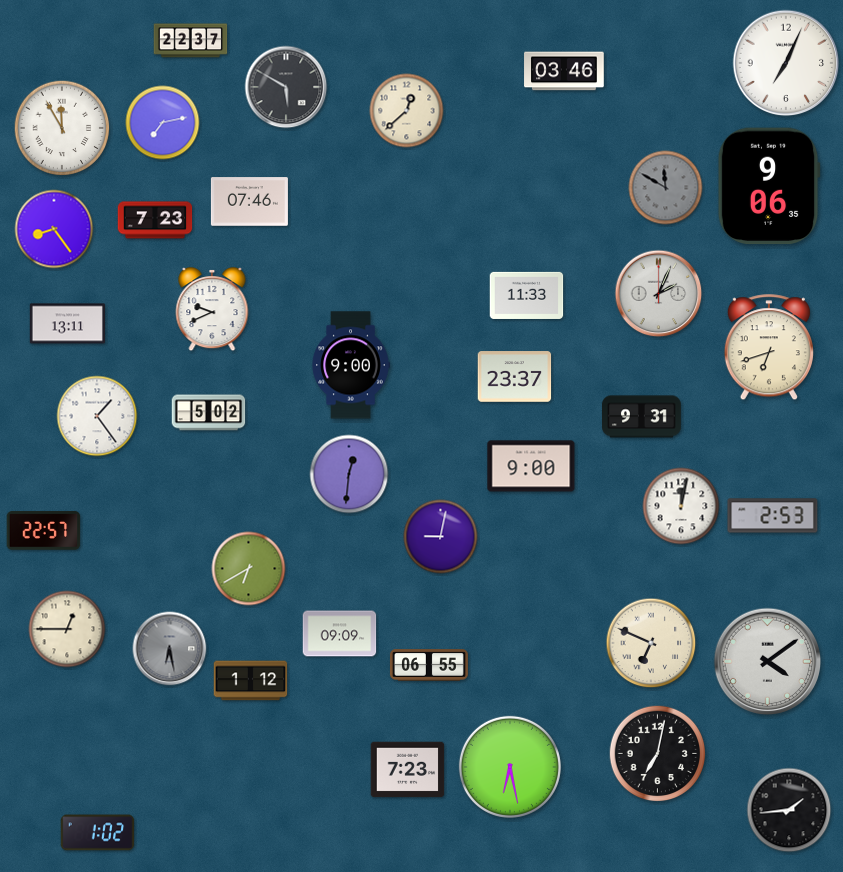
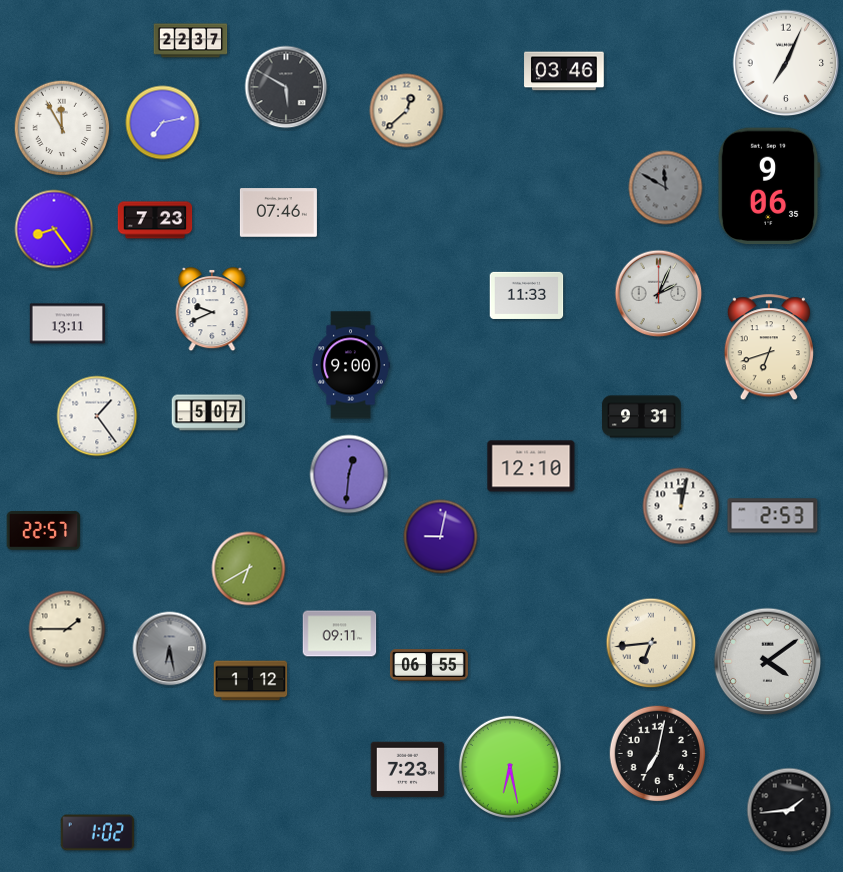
clock at (249, 202) position: (249, 202) -> (278, 213)
clock at (515, 377): 23:37 -> none
clock at (209, 413): 5:02 -> 5:07
clock at (531, 466): 9:00 -> 12:10
clock at (67, 629): 12:45 -> 1:45
clock at (340, 634): 09:09 -> 09:11
clock at (651, 643): 6:49 -> 6:44
